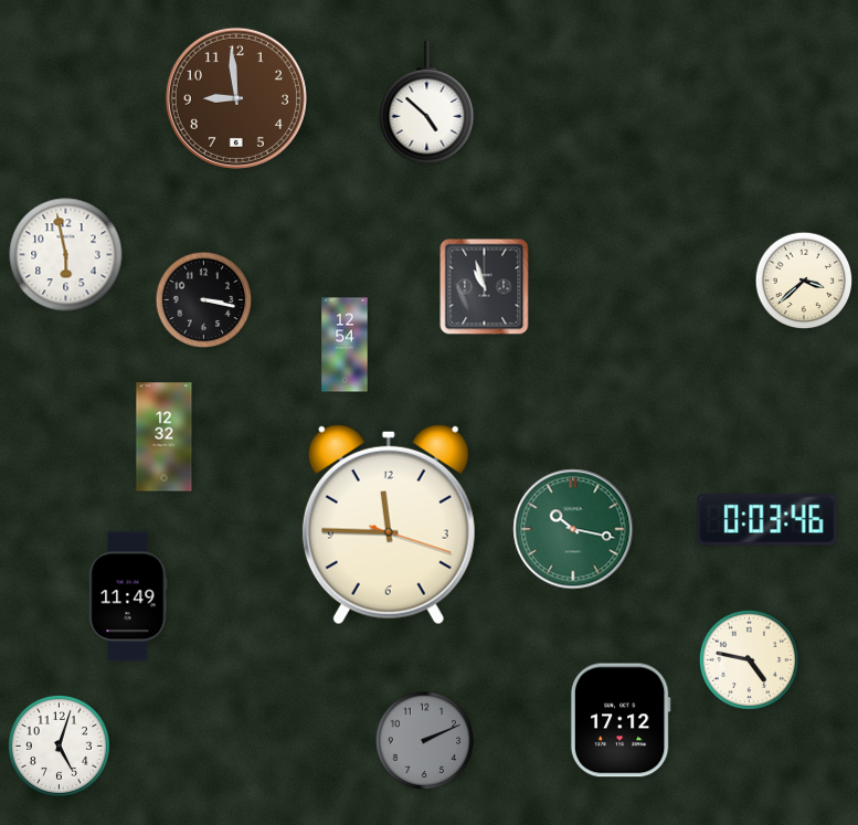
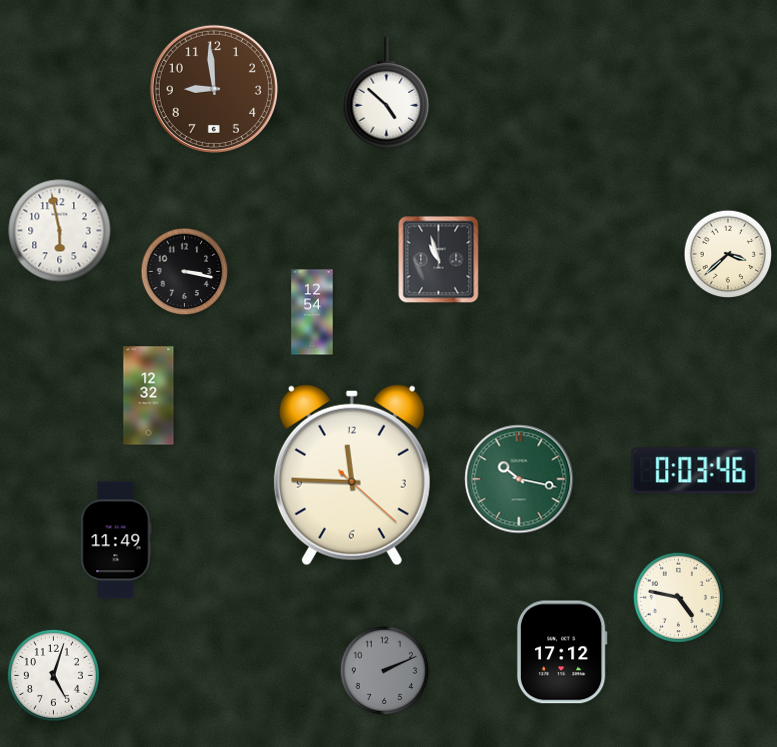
clock at (389, 525): 11:45:18 -> 11:45:22
